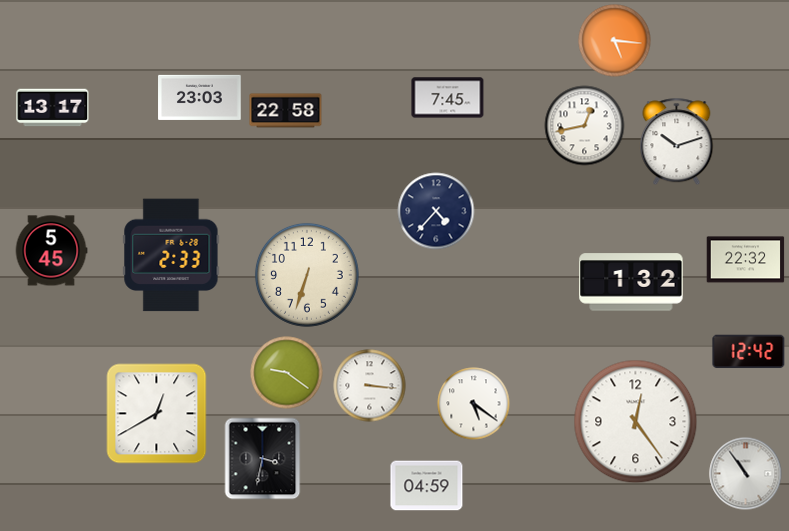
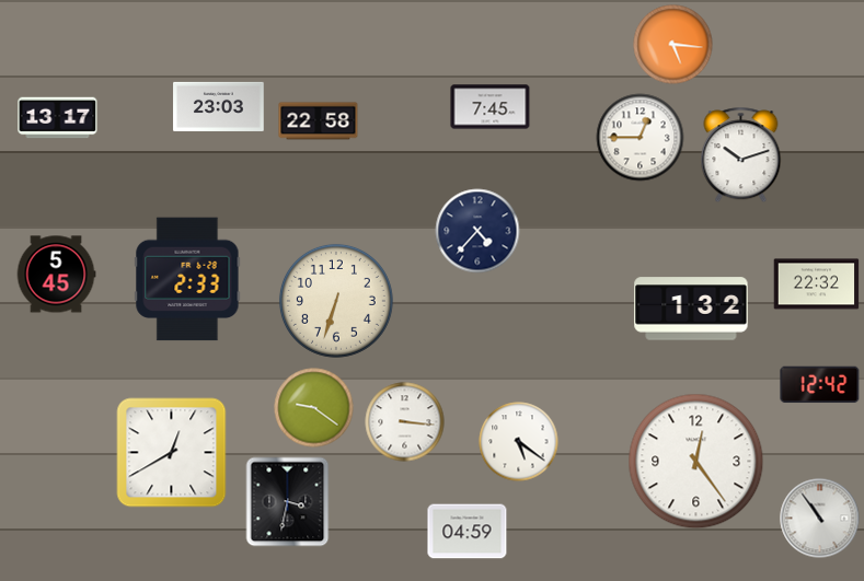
clock at (286, 111) position: (286, 111) -> (319, 121)
clock at (585, 126): 12:43 -> 12:45
clock at (746, 474) position: (746, 474) -> (820, 519)
